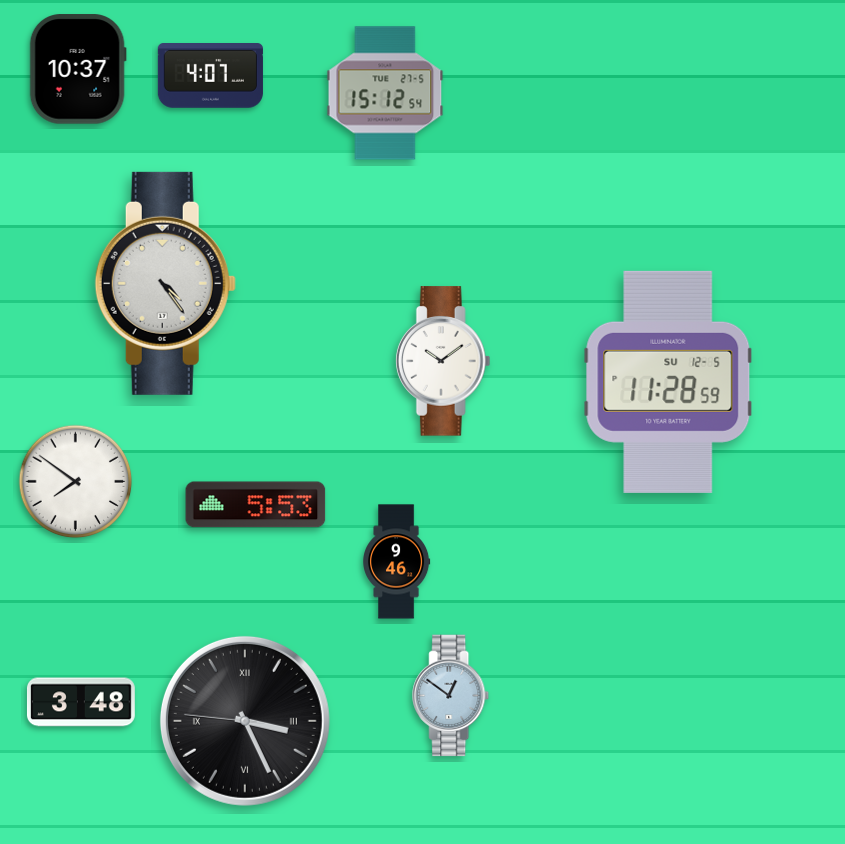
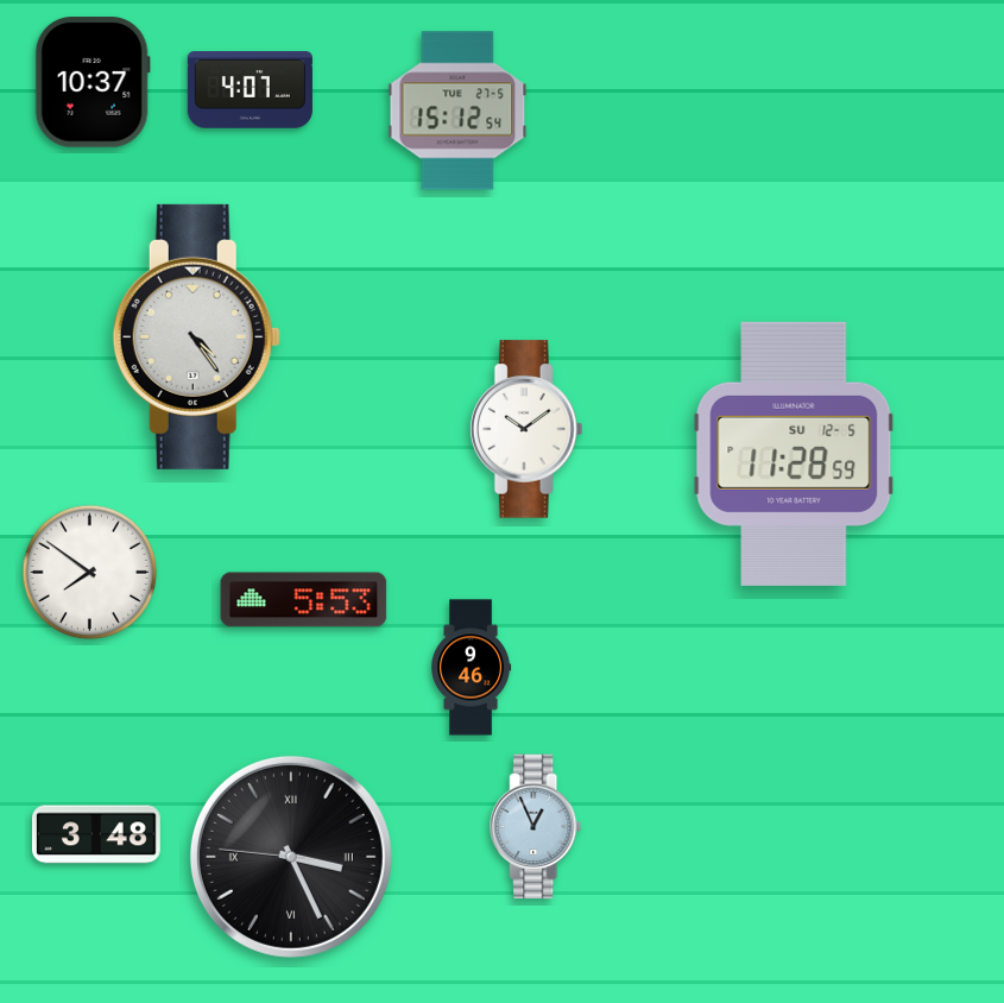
clock at (451, 696): 12:51 -> 12:56
